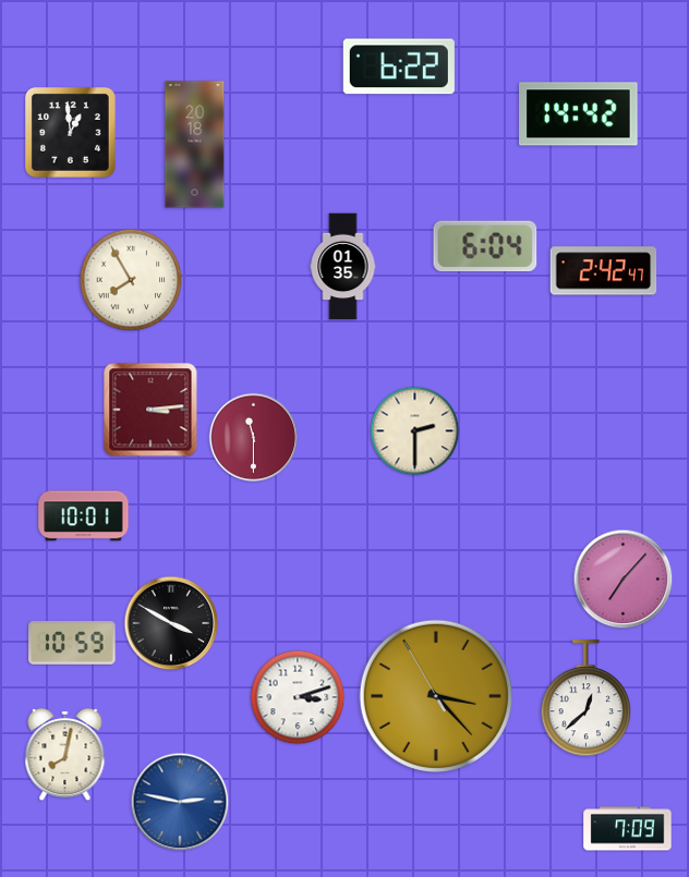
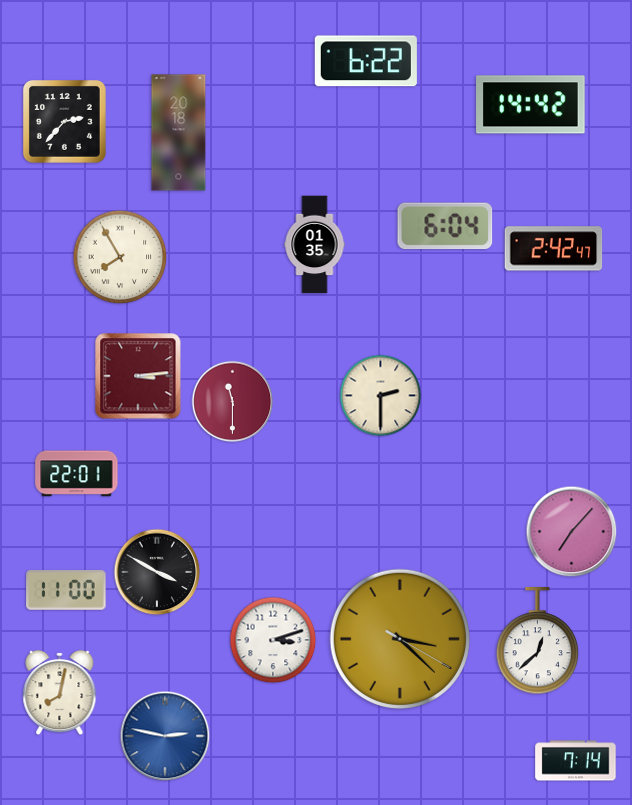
clock at (71, 133): 12:59 -> 2:37
clock at (84, 516): 10:01 -> 22:01
clock at (72, 644): 10:59 -> 11:00
clock at (436, 696): 3:22:55 -> 3:22:20
clock at (628, 829): 7:09 -> 7:14
